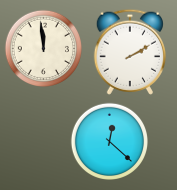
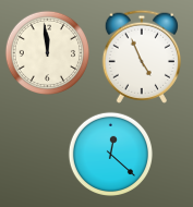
clock at (129, 52): 2:10 -> 4:56
clock at (109, 141) position: (109, 141) -> (110, 154)
